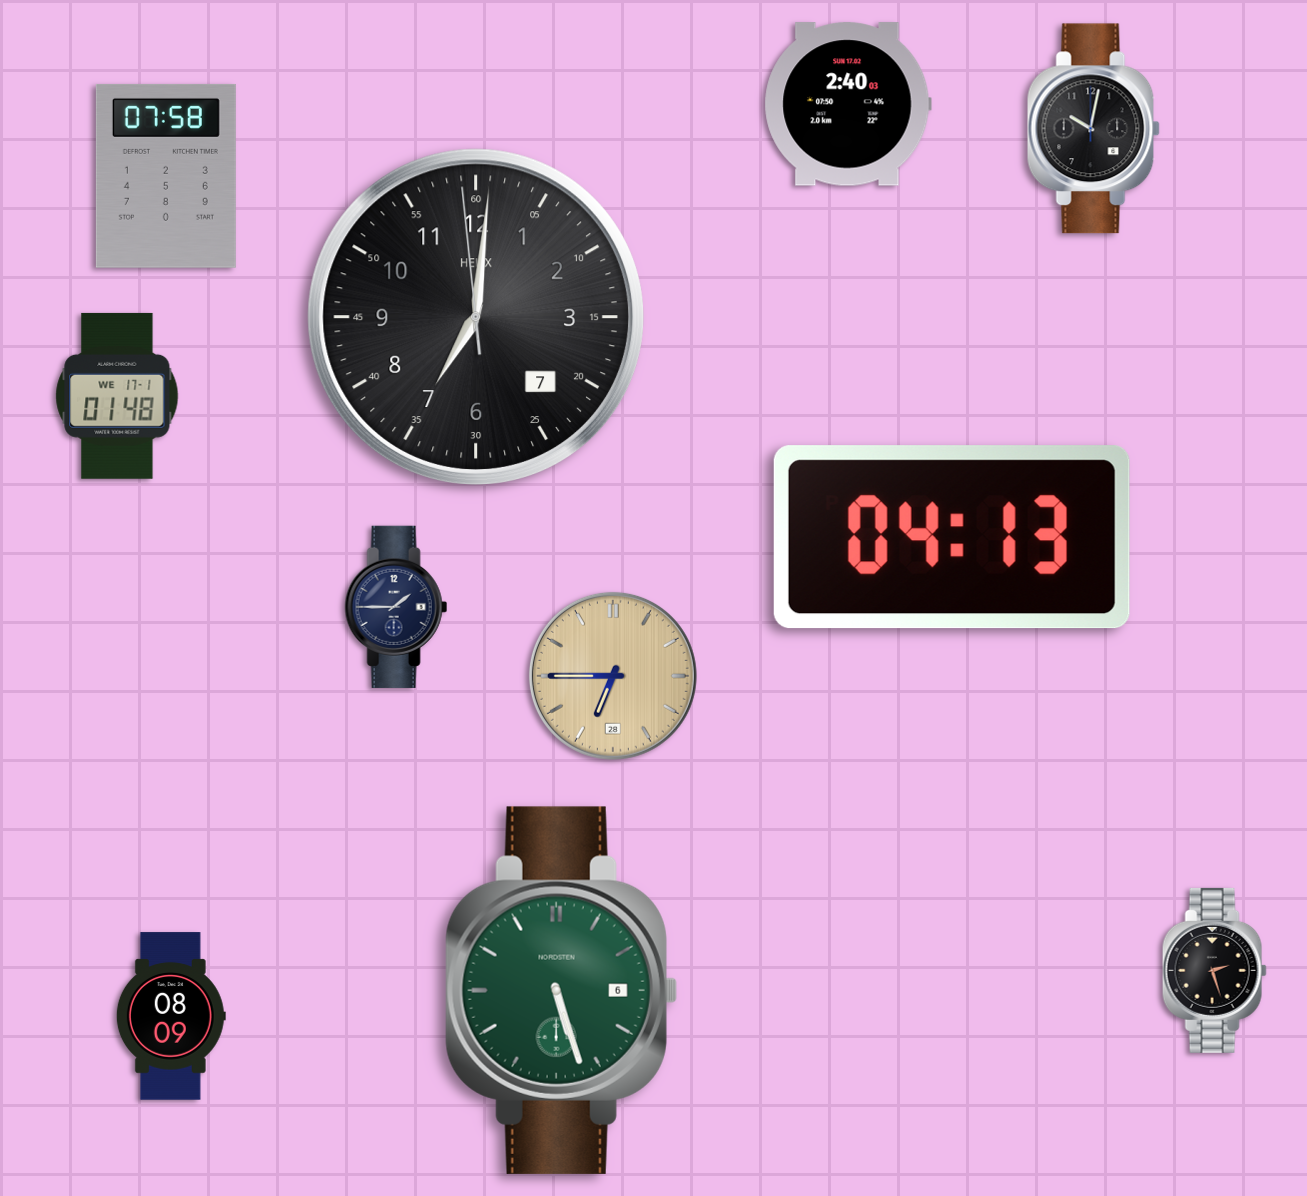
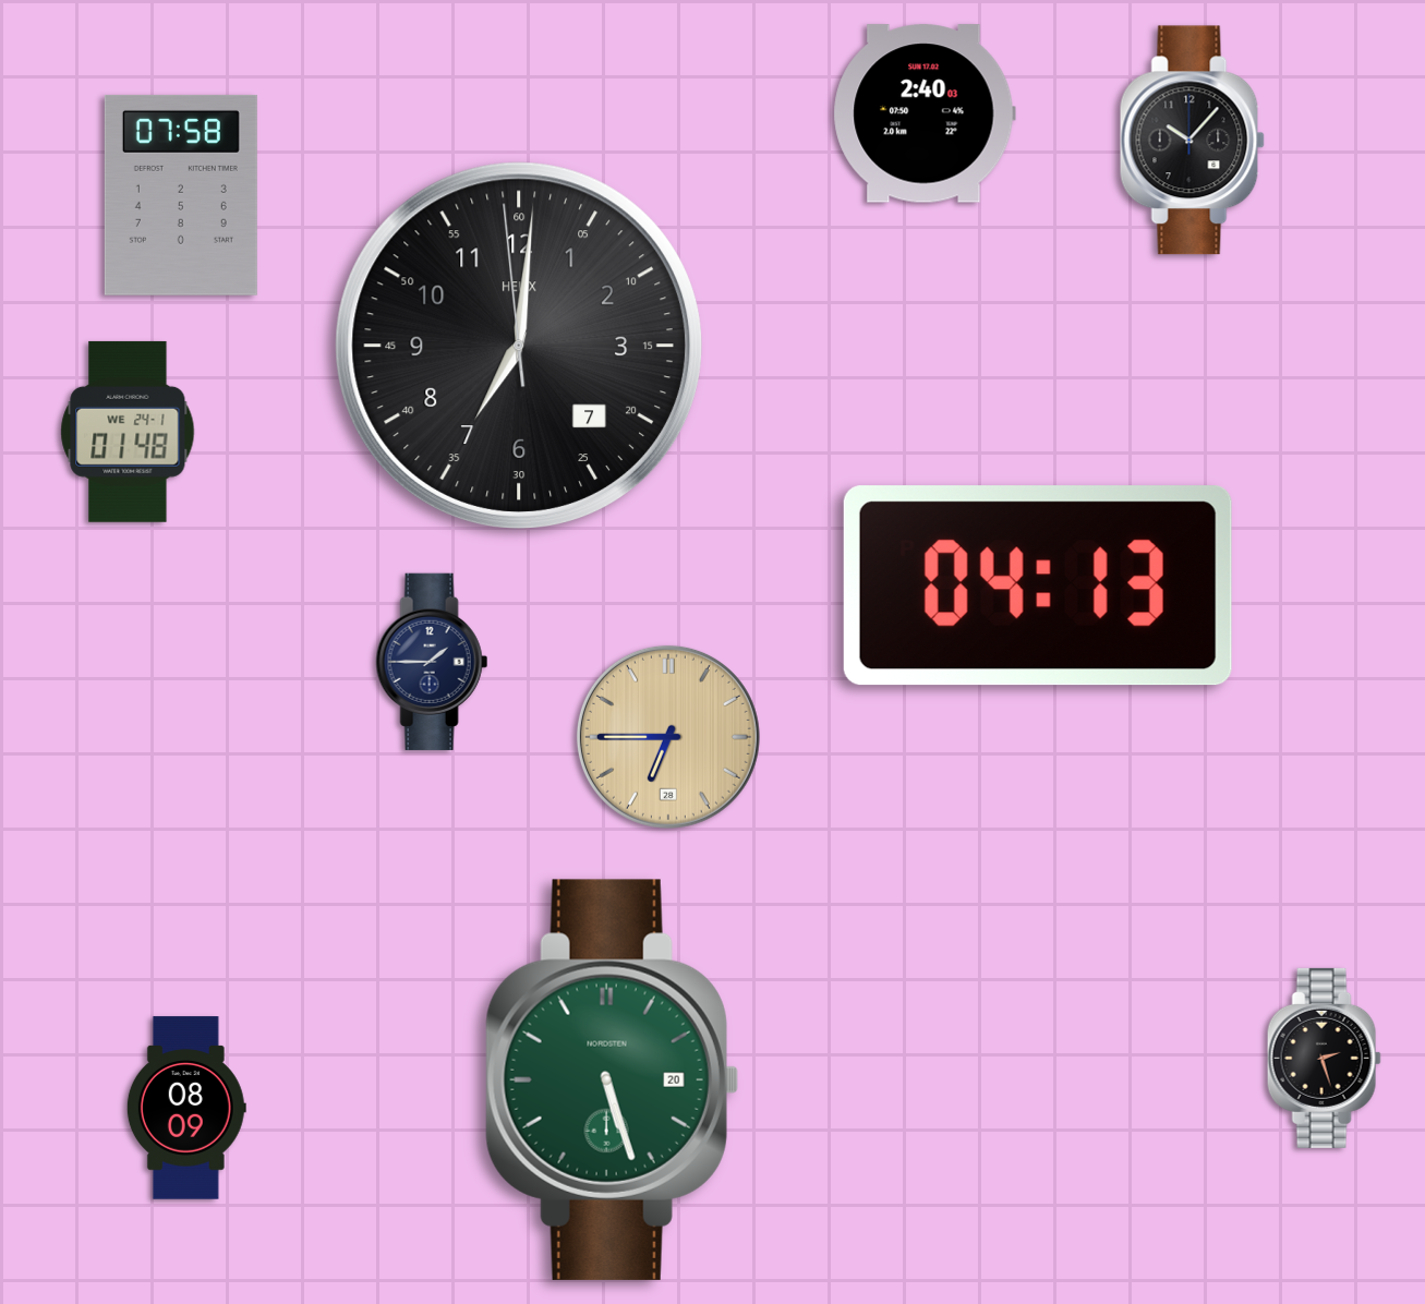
clock at (1093, 129): 10:02 -> 10:07
clock at (166, 176) position: (166, 176) -> (181, 195)
clock at (117, 396) date: WE 17-1 -> WE 24-1
clock at (561, 990) date: 6 -> 20
